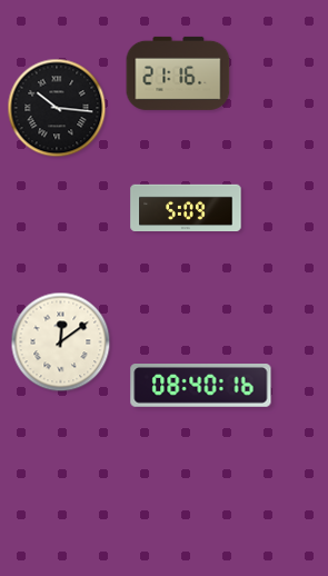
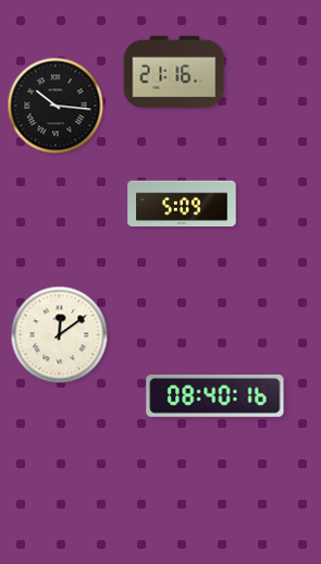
clock at (201, 386) position: (201, 386) -> (215, 396)
